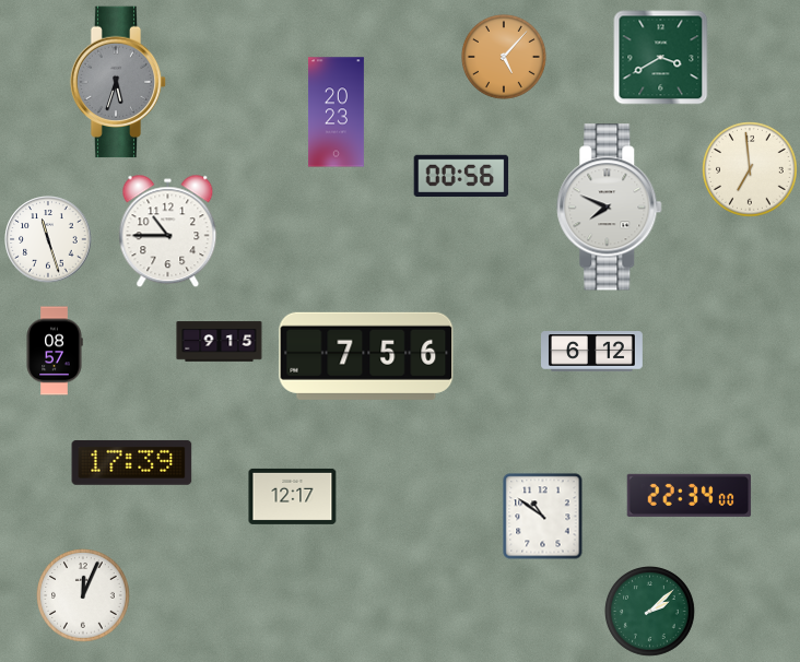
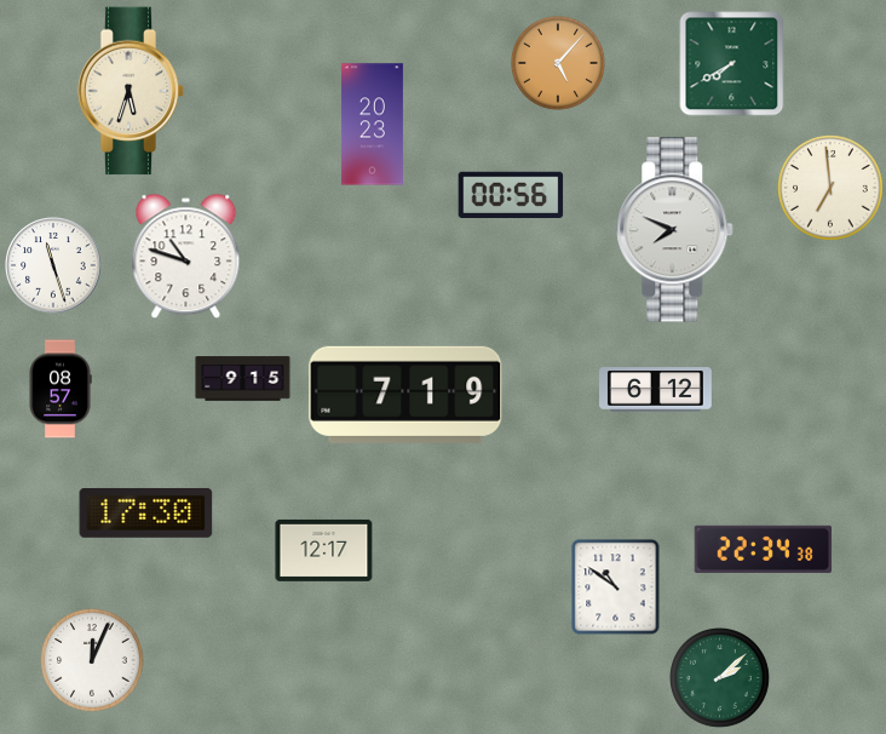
clock at (661, 58): 3:40 -> 7:40
clock at (118, 82) dial: grey -> cream
clock at (168, 232): 10:45 -> 10:48
clock at (366, 356): 7:56 -> 7:19
clock at (132, 462): 17:39 -> 17:30
clock at (690, 495): 22:34:00 -> 22:34:38
clock at (543, 517) position: (543, 517) -> (616, 587)
